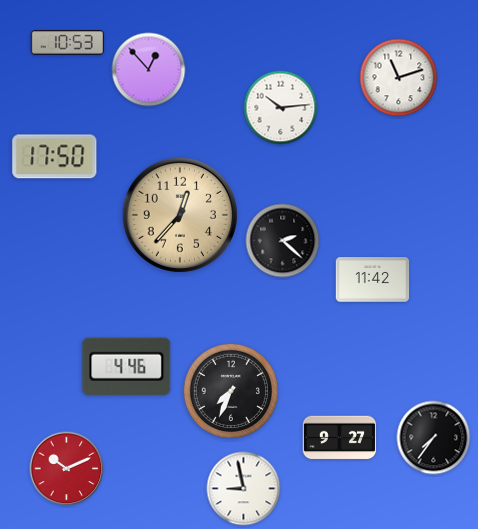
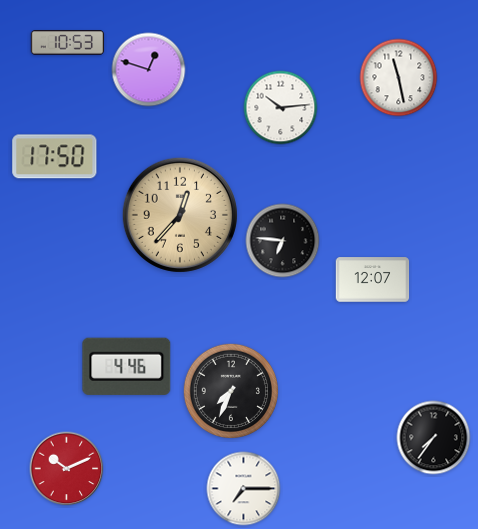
clock at (149, 70): 12:53 -> 12:48
clock at (399, 78): 11:12 -> 11:28
clock at (283, 241): 2:22 -> 6:46
clock at (373, 280): 11:42 -> 12:07
clock at (340, 438): 9:27 -> none
clock at (244, 489): 8:58 -> 7:15
